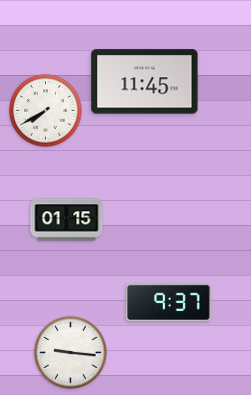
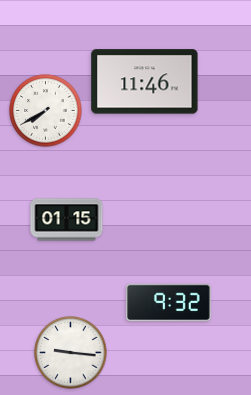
clock at (145, 82): 11:45 -> 11:46
clock at (169, 303): 9:37 -> 9:32
